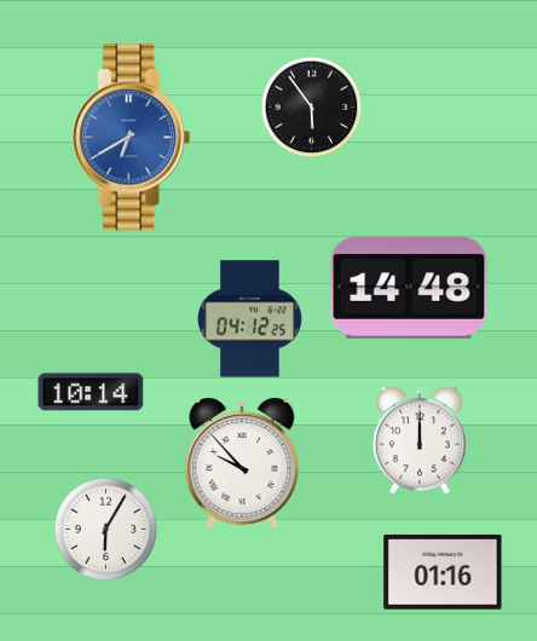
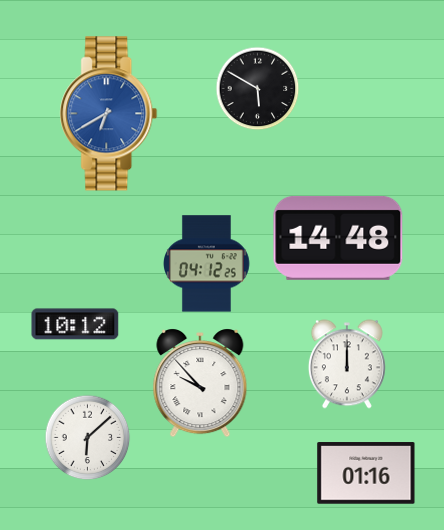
clock at (312, 108): 5:54 -> 5:50
clock at (91, 392): 10:14 -> 10:12
clock at (106, 530): 6:05 -> 6:08
